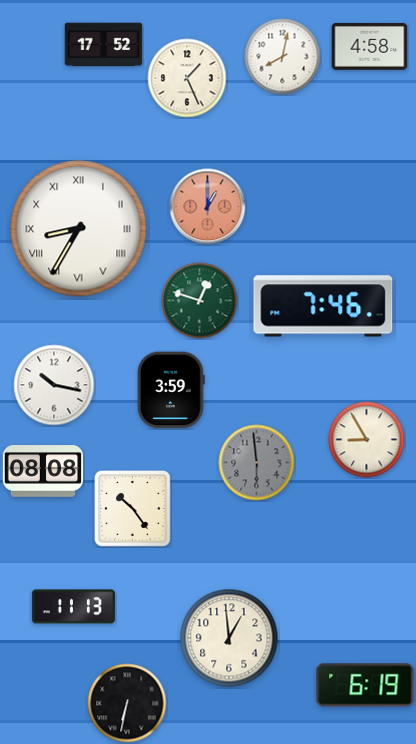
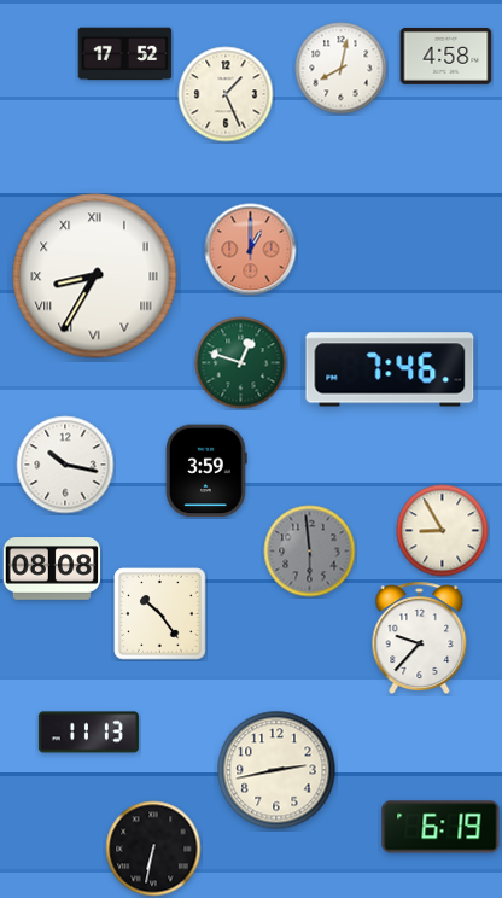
clock at (257, 463) position: (257, 463) -> (310, 552)
clock at (420, 637): none -> 9:37
clock at (229, 638): 12:59 -> 2:43
